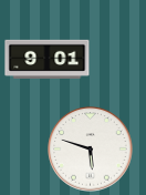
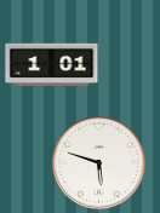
clock at (48, 59): 9:01 -> 1:01
